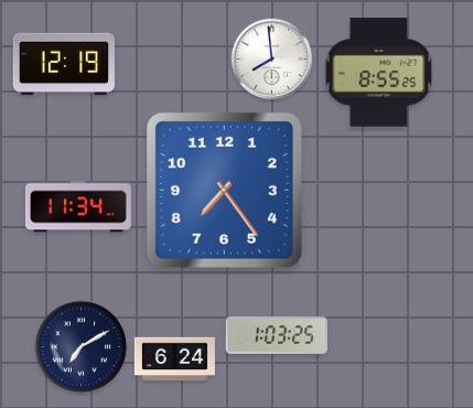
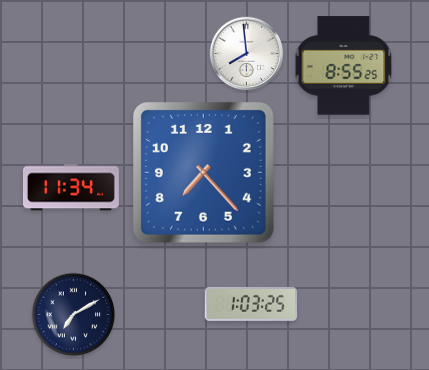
clock at (64, 64): 12:19 -> none
clock at (225, 191): 7:24 -> 7:23
clock at (174, 359): 6:24 -> none
